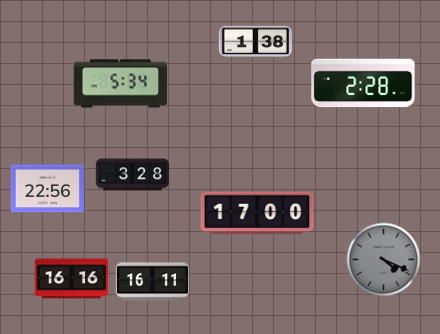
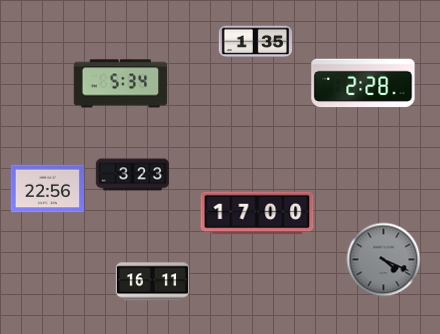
clock at (255, 42): 1:38 -> 1:35
clock at (133, 175): 3:28 -> 3:23
clock at (71, 279): 16:16 -> none
